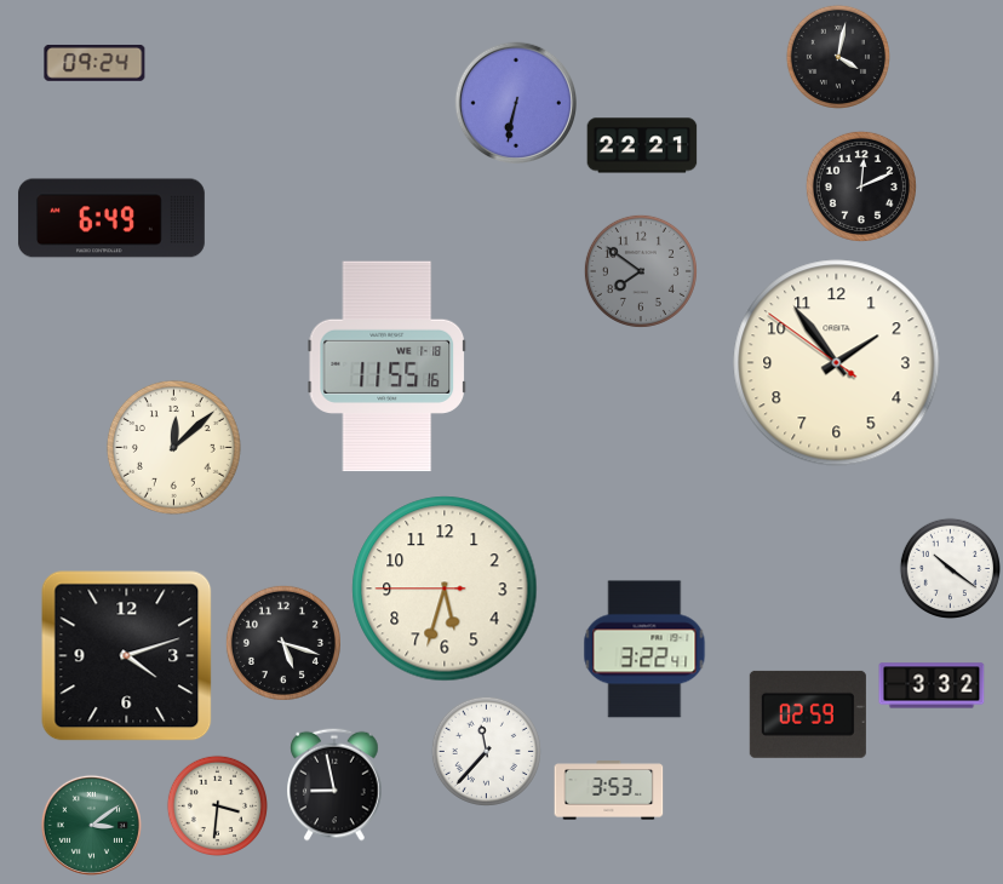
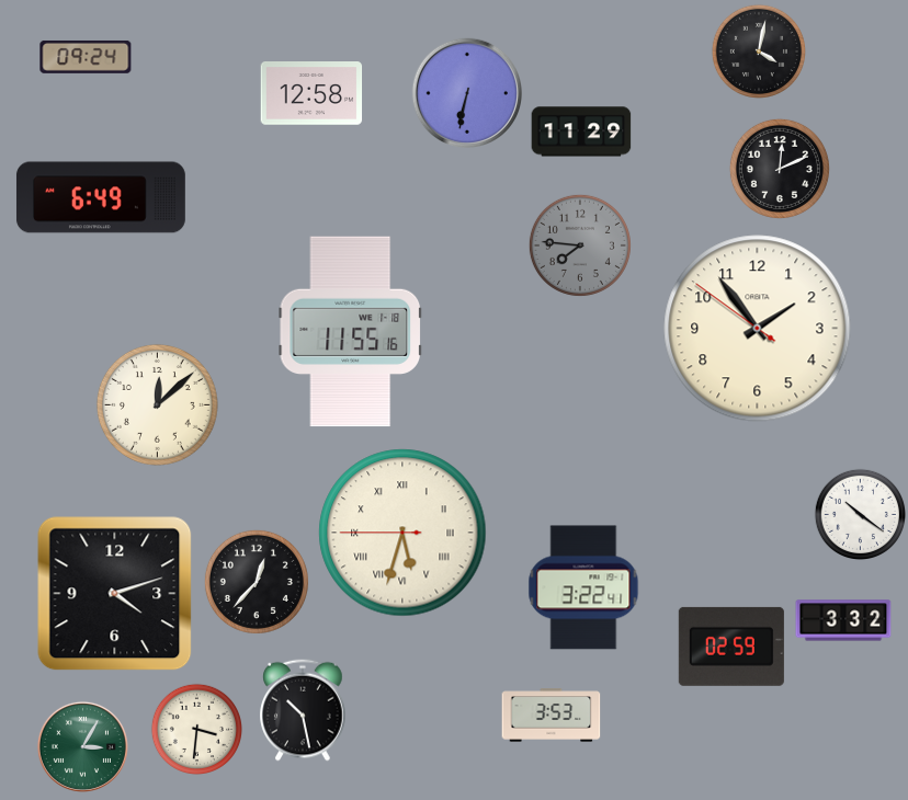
clock at (311, 94): none -> 12:58
clock at (642, 145): 22:21 -> 11:29
clock at (641, 271): 7:51 -> 7:46
clock at (445, 589) numerals: Arabic -> Roman
clock at (283, 643): 5:18 -> 12:37
clock at (486, 751): 11:37 -> none
clock at (334, 785): 8:58 -> 10:28
clock at (91, 825): 3:09 -> 3:05
